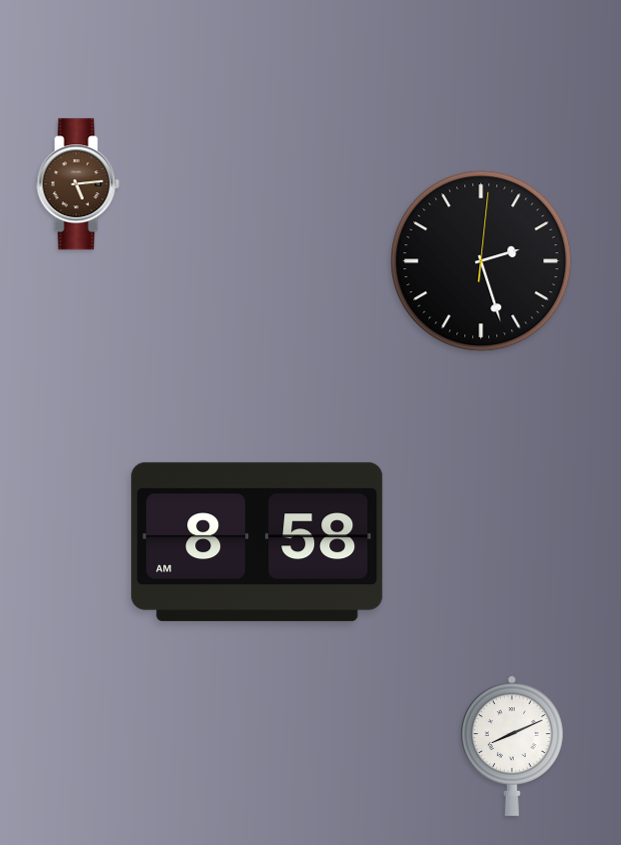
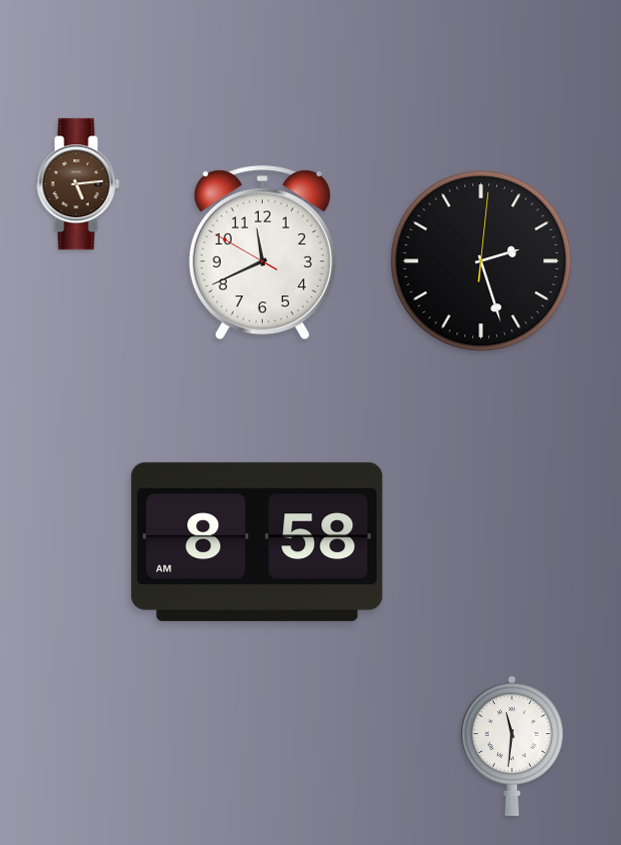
clock at (262, 253): none -> 11:40
clock at (512, 746): 8:11 -> 11:31
